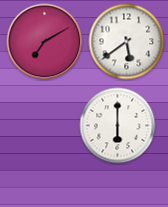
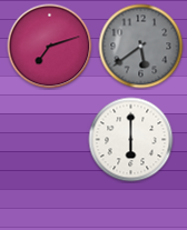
clock at (45, 42): 7:10 -> 7:12
clock at (127, 42) dial: white -> grey
